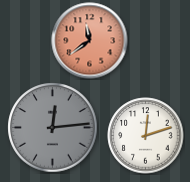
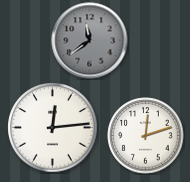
clock at (90, 41) dial: salmon -> grey
clock at (53, 128) dial: grey -> white
